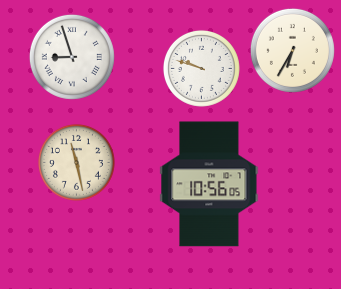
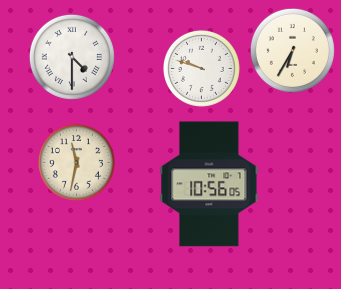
clock at (72, 57): 8:57 -> 4:30
clock at (76, 162): 11:28 -> 11:32
